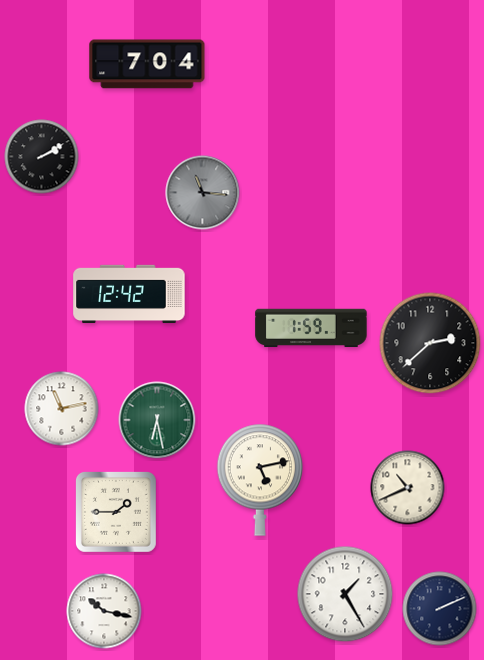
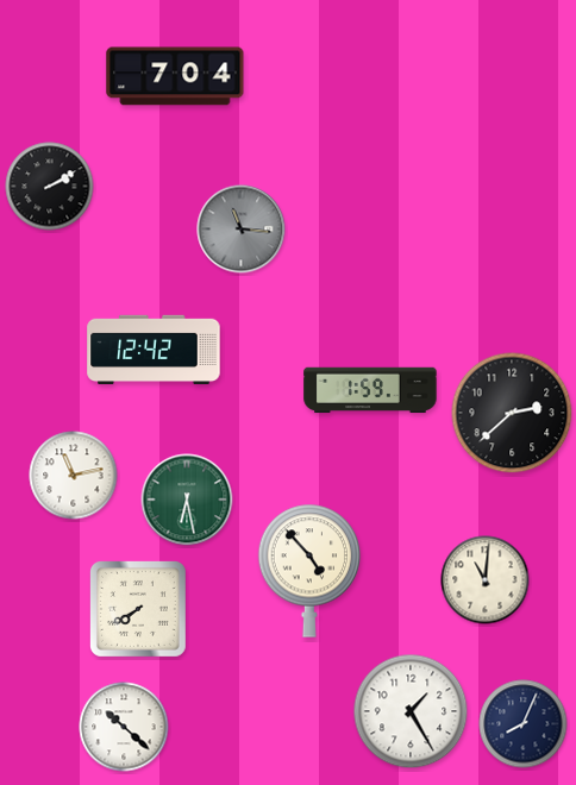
clock at (430, 343) position: (430, 343) -> (512, 413)
clock at (62, 409) position: (62, 409) -> (74, 476)
clock at (260, 480): 5:13 -> 4:53
clock at (408, 488): 10:41 -> 11:01
clock at (116, 512): 1:45 -> 7:40
clock at (345, 594) position: (345, 594) -> (411, 711)
clock at (440, 609): 2:11 -> 8:04
clock at (104, 611): 10:17 -> 10:22
